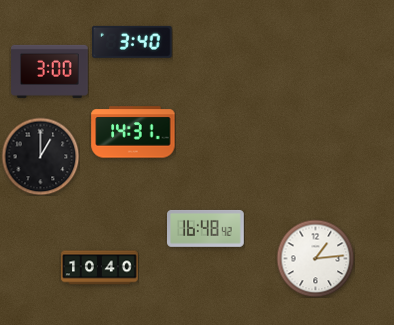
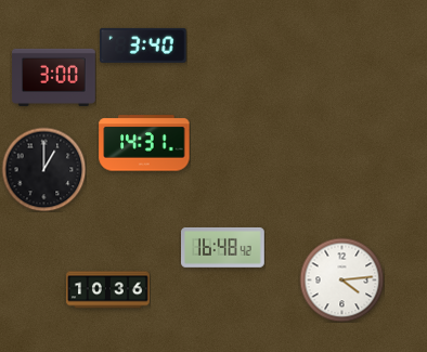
clock at (315, 258): 1:14 -> 4:14
clock at (100, 268): 10:40 -> 10:36
